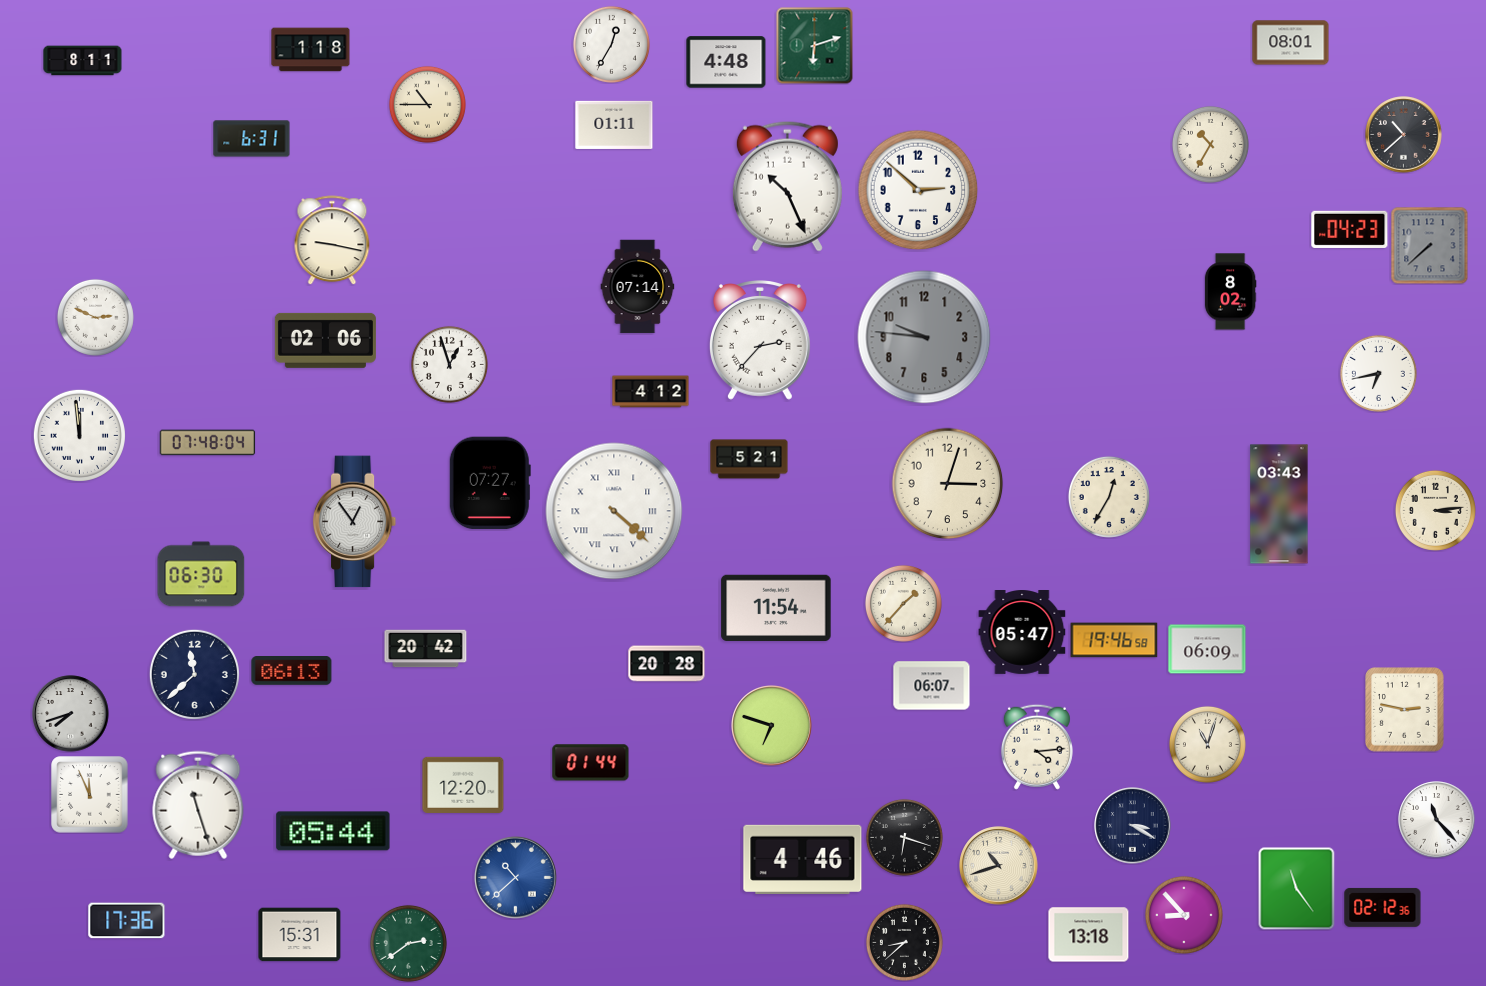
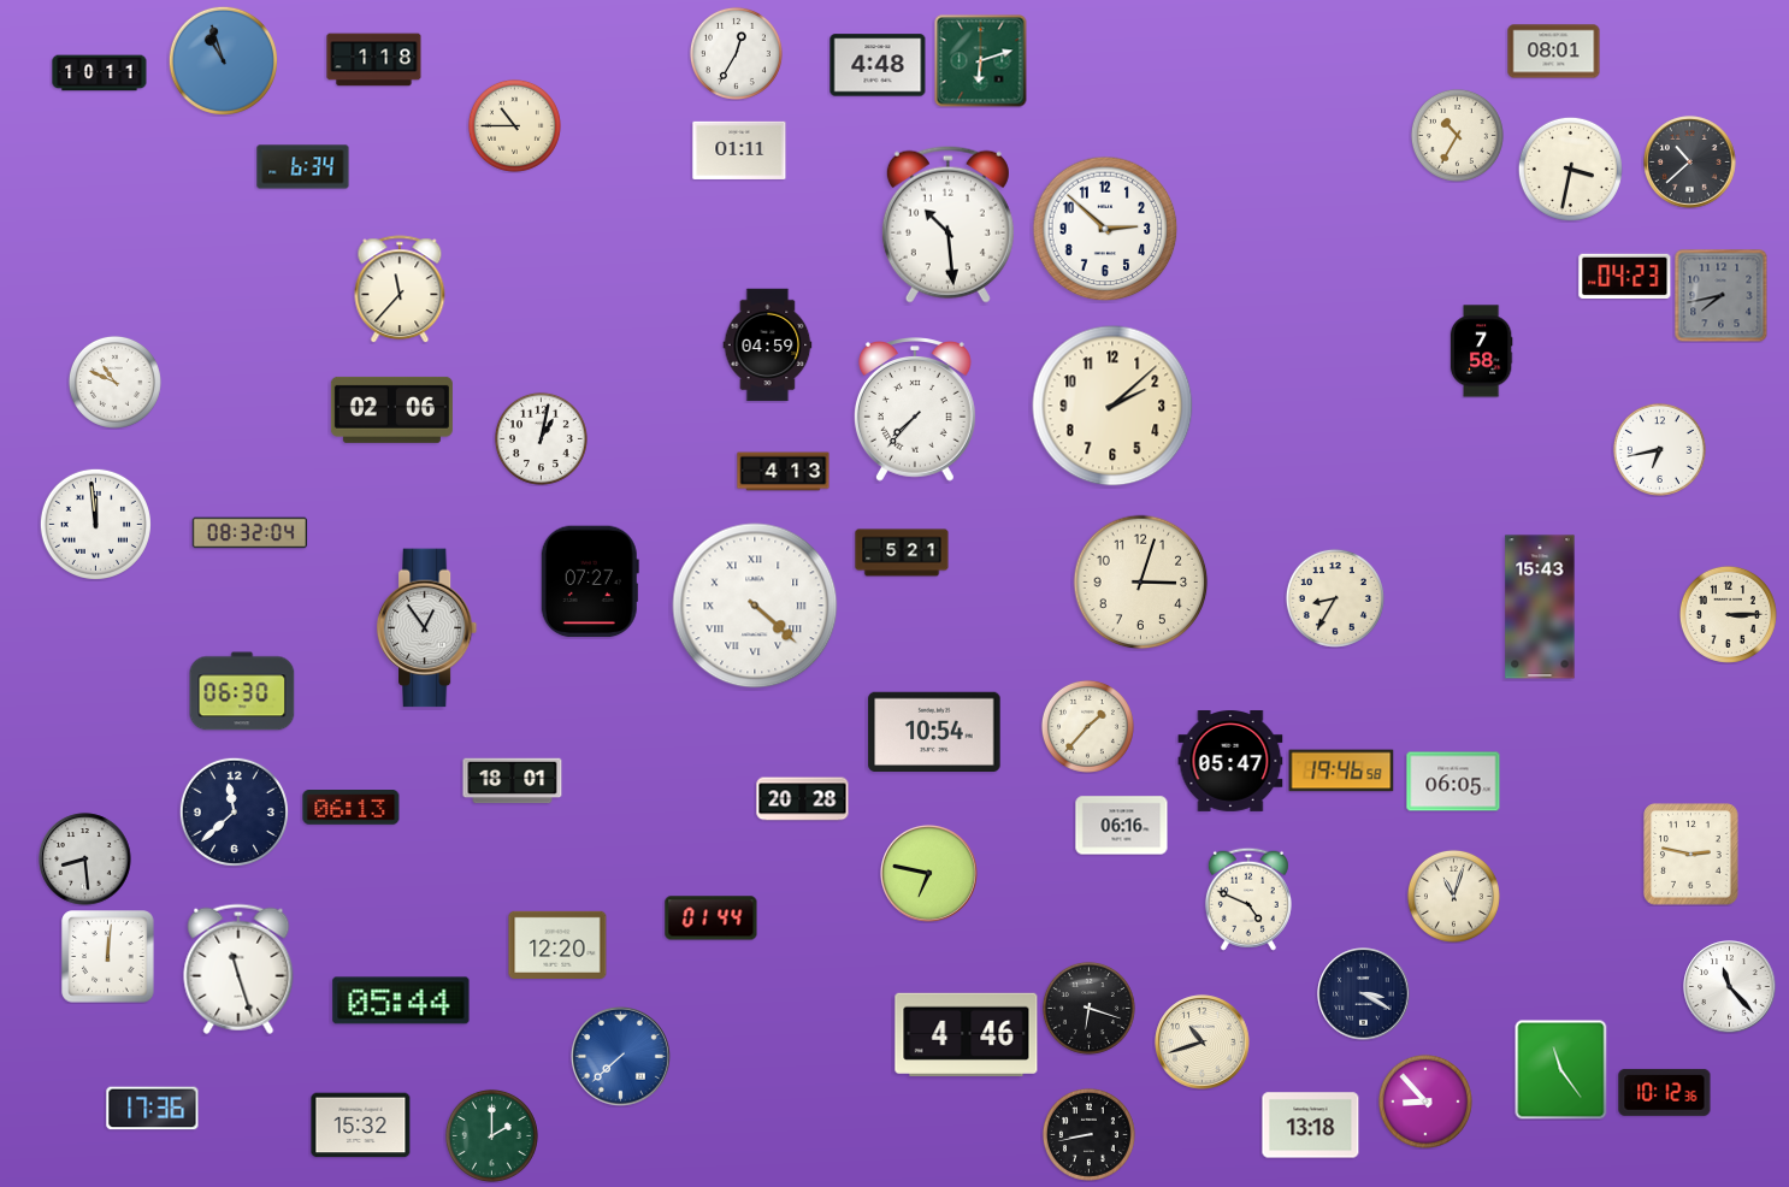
clock at (815, 46) position: (815, 46) -> (981, 61)
clock at (223, 60): none -> 10:57
clock at (83, 61): 8:11 -> 10:11
clock at (726, 62) position: (726, 62) -> (878, 65)
clock at (252, 139): 6:31 -> 6:34
clock at (1570, 169): none -> 3:32
clock at (1210, 144) position: (1210, 144) -> (1457, 135)
clock at (787, 186): 10:26 -> 10:29
clock at (332, 240): 9:17 -> 11:37
clock at (1429, 245): 7:38 -> 7:43
clock at (638, 287): 07:14 -> 04:59
clock at (1230, 292): 8:02 -> 7:58
clock at (95, 317): 2:49 -> 10:49
clock at (924, 337): 9:46 -> 2:08
clock at (924, 337) dial: grey -> cream
clock at (760, 340): 2:37 -> 7:37
clock at (449, 364): 12:57 -> 1:02
clock at (651, 392): 4:12 -> 4:13
clock at (208, 443): 07:48 -> 08:32
clock at (1109, 497): 12:35 -> 8:35
clock at (1279, 504): 03:43 -> 15:43
clock at (1435, 510): 3:14 -> 3:15
clock at (614, 511) position: (614, 511) -> (755, 606)
clock at (776, 607): 11:54 -> 10:54
clock at (426, 649): 20:42 -> 18:01
clock at (1207, 649): 06:09 -> 06:05
clock at (932, 686): 06:07 -> 06:16
clock at (71, 714): 7:42 -> 8:29
clock at (772, 726): 6:48 -> 6:47
clock at (1037, 747): 4:14 -> 4:49
clock at (90, 795): 11:56 -> 12:01
clock at (515, 877): 10:38 -> 7:38
clock at (1383, 907): 02:12 -> 10:12
clock at (300, 935): 15:31 -> 15:32
clock at (904, 942): 8:38 -> 8:43
clock at (408, 943): 2:39 -> 2:00
